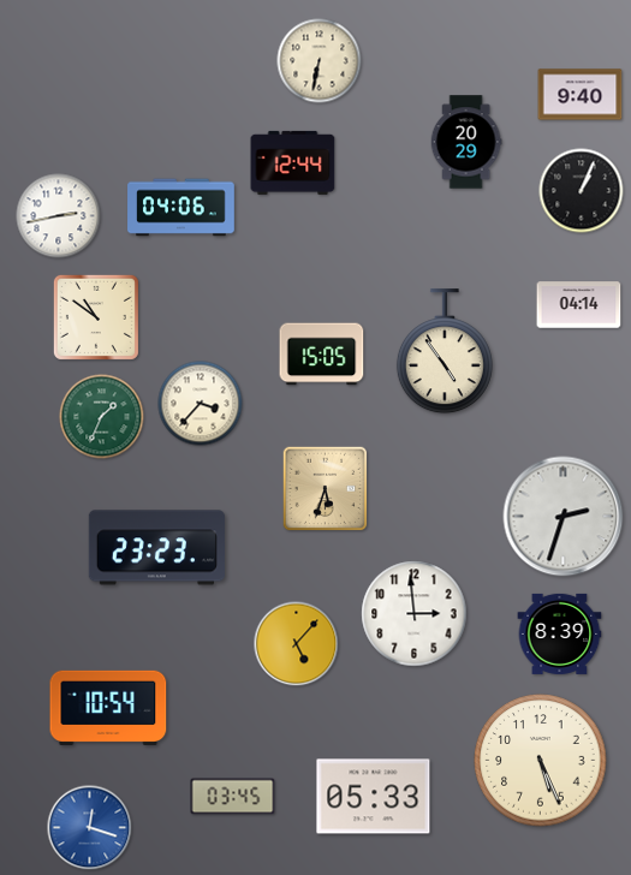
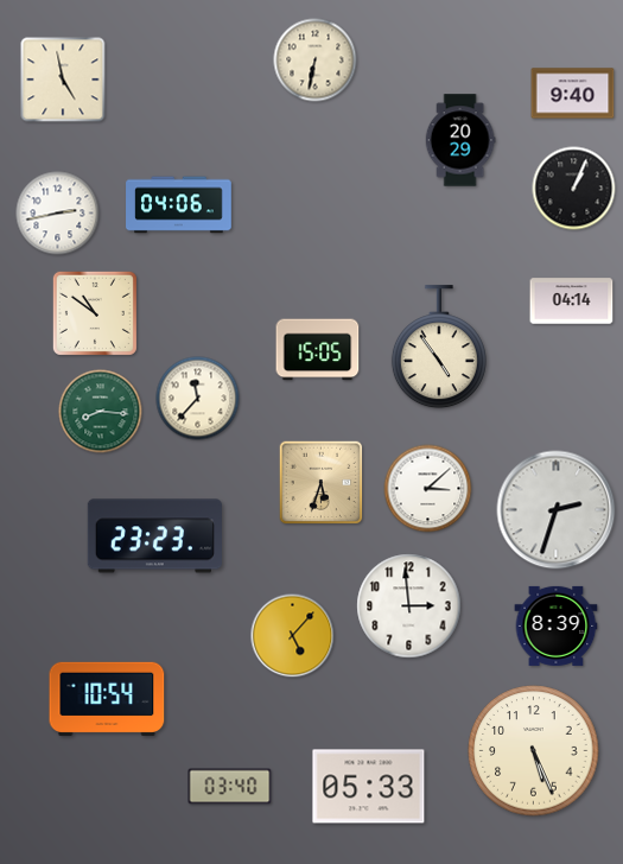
clock at (63, 80): none -> 4:58
clock at (293, 162): 12:44 -> none
clock at (201, 404): 3:37 -> 11:37
clock at (102, 417): 1:34 -> 8:16
clock at (428, 489): none -> 3:08
clock at (156, 548) position: (156, 548) -> (154, 536)
clock at (560, 633) position: (560, 633) -> (557, 625)
clock at (233, 797): 03:45 -> 03:40
clock at (90, 828): 12:18 -> none
